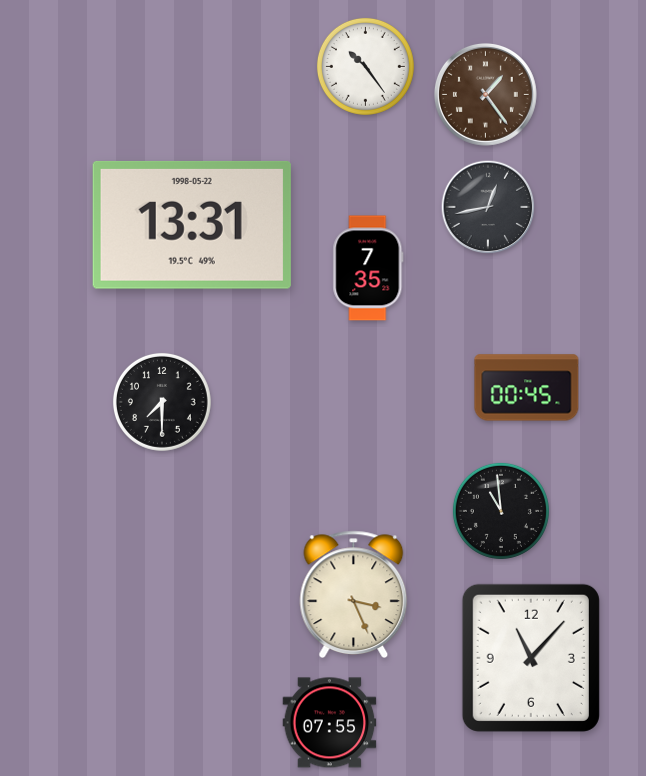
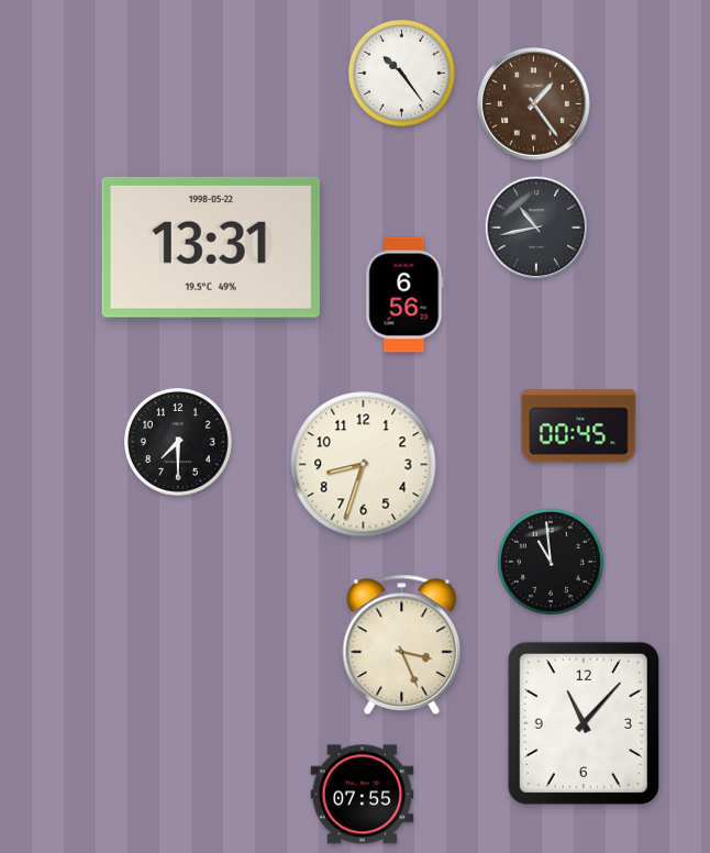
clock at (488, 207): 12:43 -> 10:43
clock at (368, 268): 7:35 -> 6:56
clock at (364, 465): none -> 8:33
clock at (354, 594) position: (354, 594) -> (402, 644)
